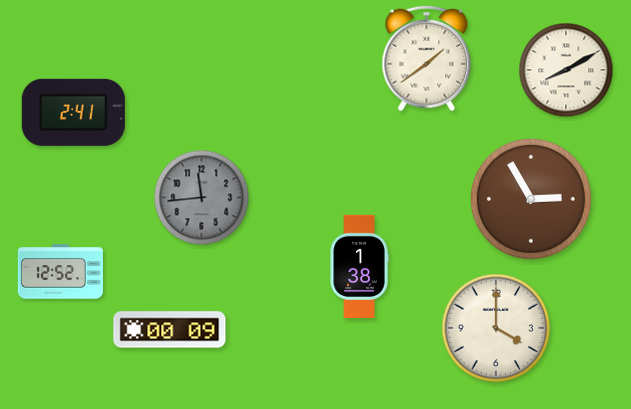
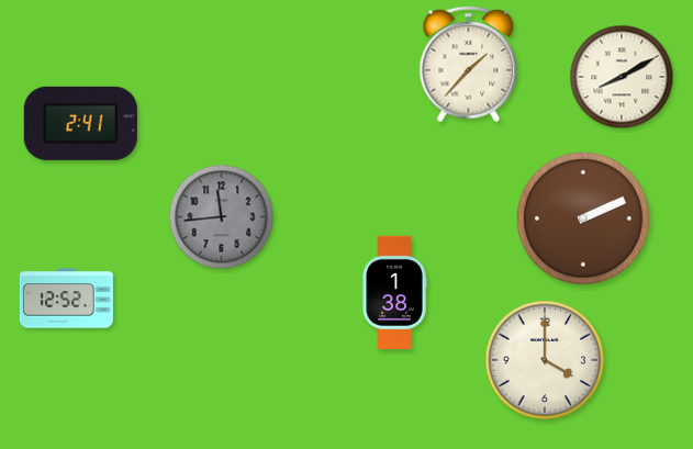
clock at (427, 59): 1:39 -> 1:37
clock at (531, 199): 2:55 -> 2:11
clock at (170, 330): 00:09 -> none
